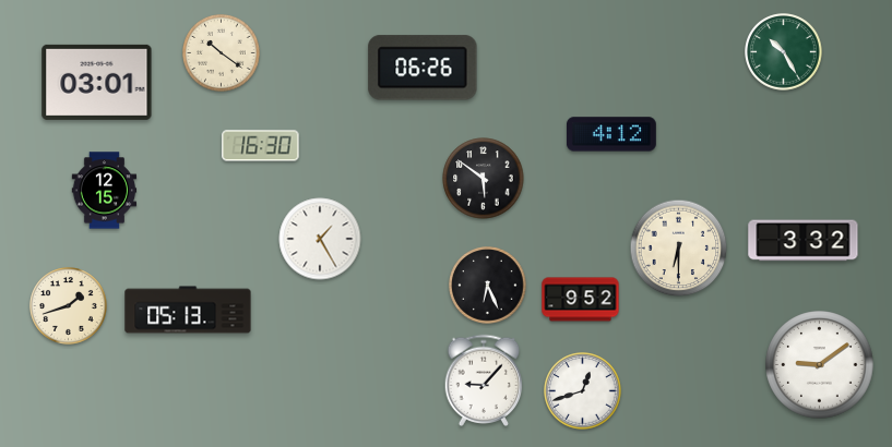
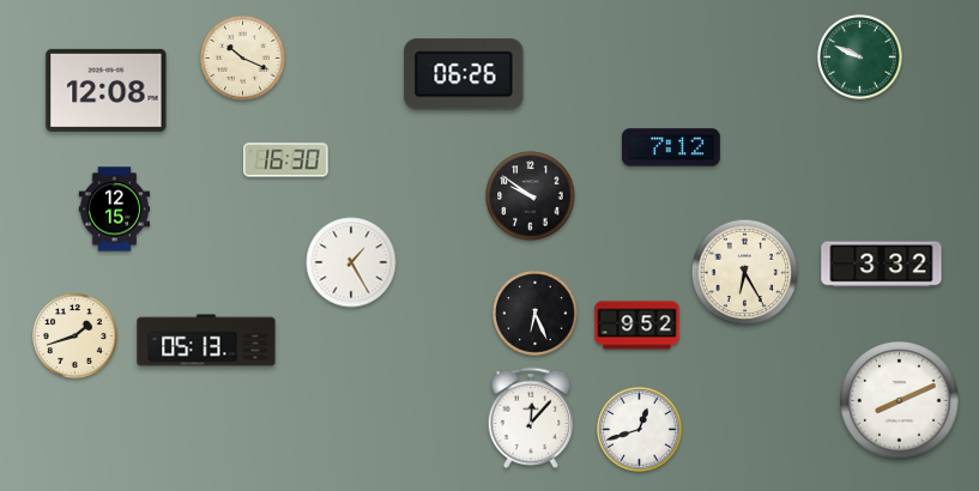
clock at (784, 52): 10:25 -> 9:49
clock at (222, 53): 10:21 -> 10:19
clock at (97, 82): 03:01 -> 12:08
clock at (611, 134): 4:12 -> 7:12
clock at (484, 179): 5:51 -> 9:51
clock at (679, 249): 6:30 -> 6:25
clock at (581, 300) position: (581, 300) -> (637, 326)
clock at (820, 365): 9:09 -> 8:11
clock at (484, 379): 9:07 -> 12:07
